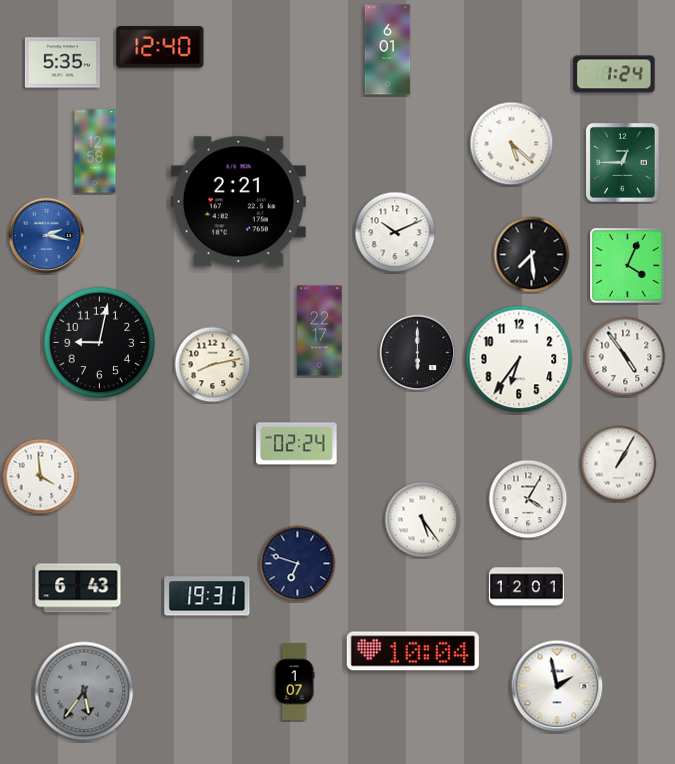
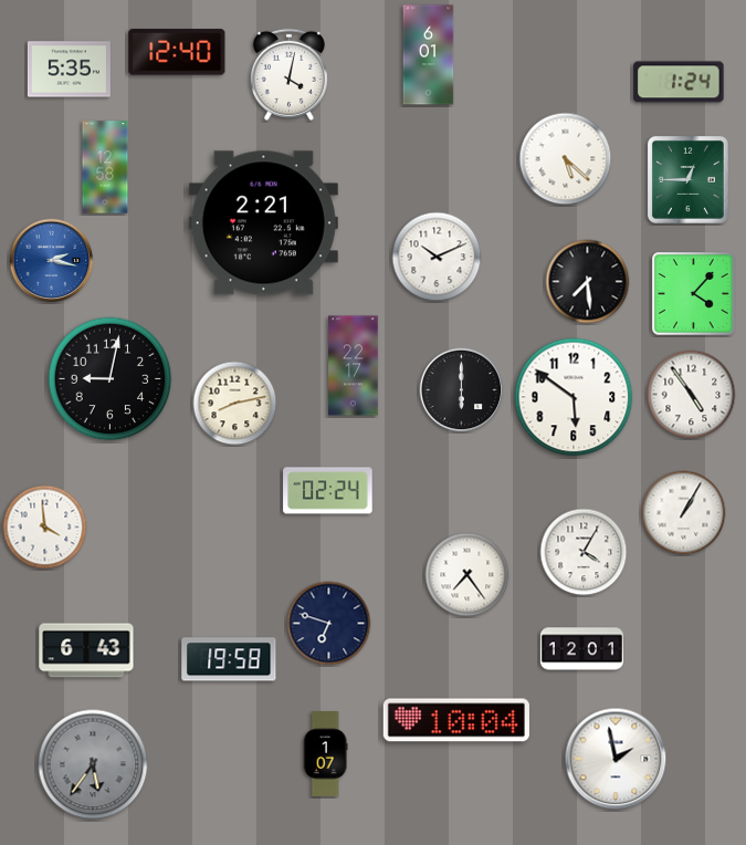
clock at (288, 74): none -> 4:02
clock at (628, 266): 4:04 -> 4:07
clock at (519, 359): 6:36 -> 5:51
clock at (423, 520): 5:24 -> 7:24
clock at (207, 596): 19:31 -> 19:58
